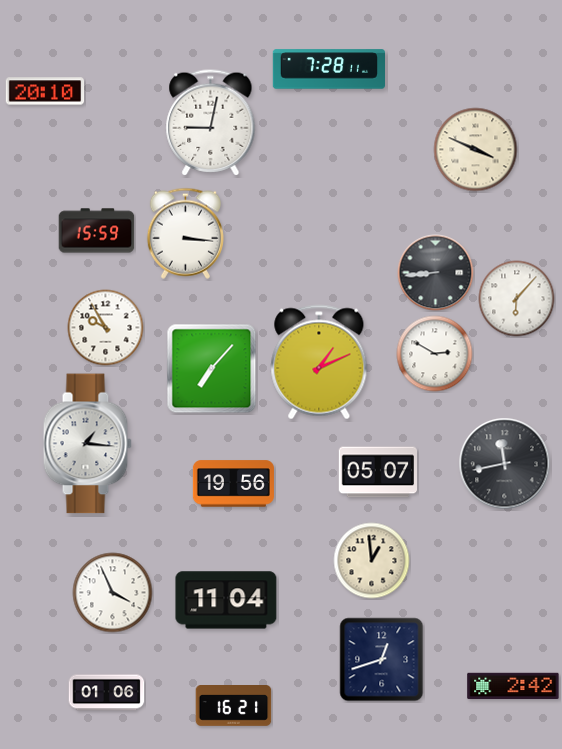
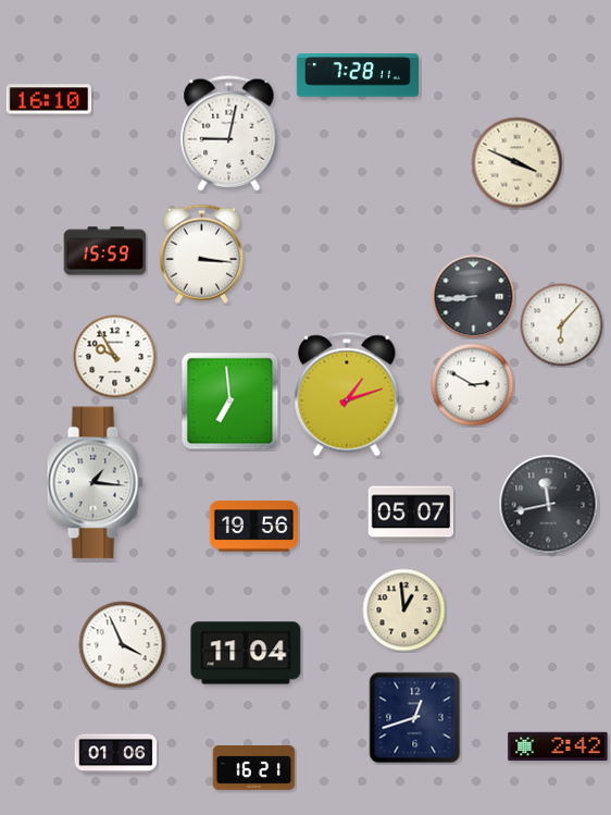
clock at (45, 91): 20:10 -> 16:10
clock at (319, 362): 1:11 -> 1:12
clock at (212, 369): 7:07 -> 6:59
